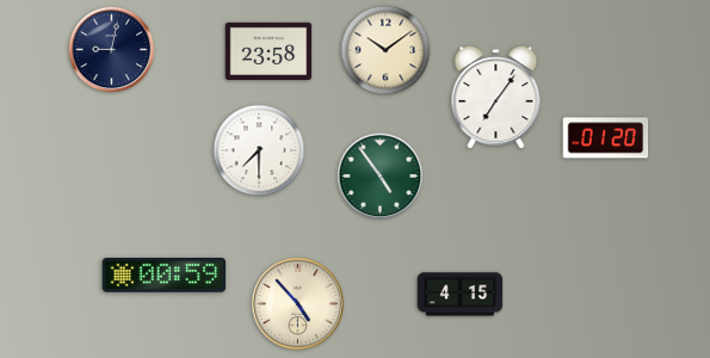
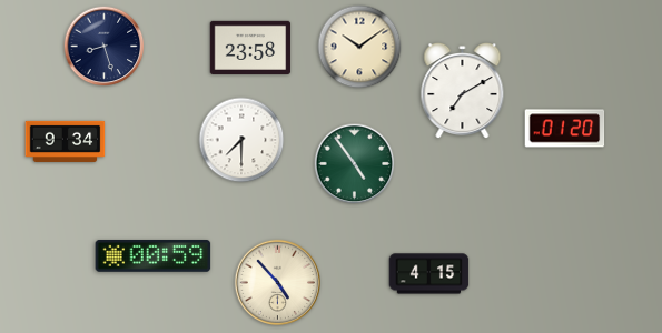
clock at (112, 50): 9:02 -> 8:27
clock at (496, 98): 7:06 -> 7:10
clock at (66, 141): none -> 9:34
